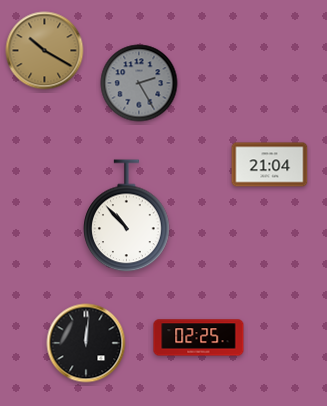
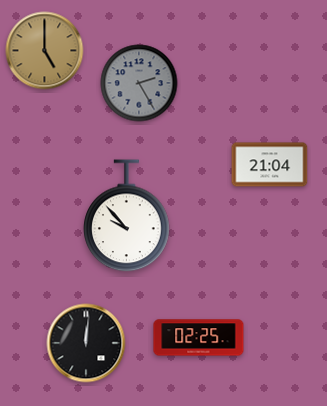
clock at (45, 51): 10:20 -> 5:00
clock at (127, 216): 10:53 -> 9:53
